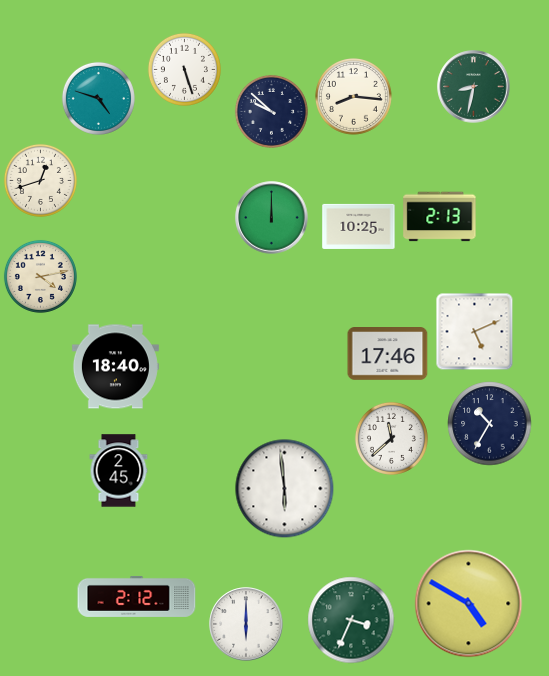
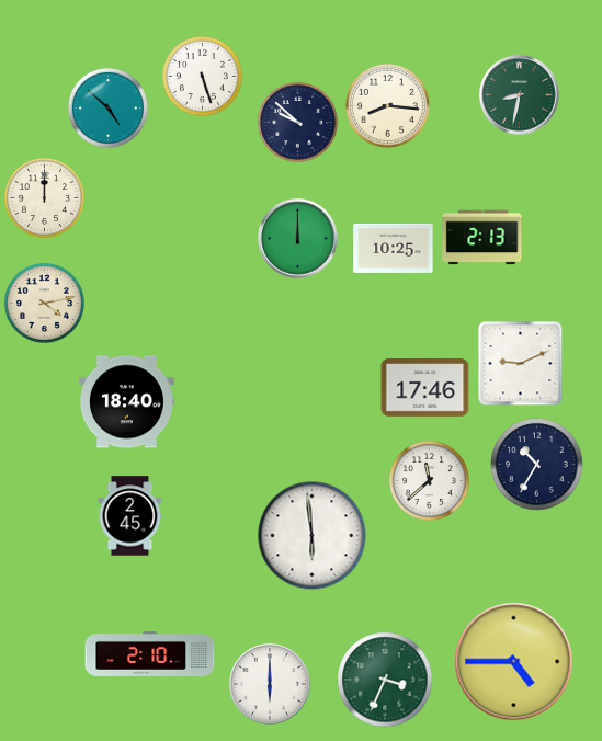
clock at (98, 98): 4:48 -> 4:52
clock at (40, 180): 12:42 -> 12:00
clock at (475, 332): 5:11 -> 9:11
clock at (137, 596): 2:12 -> 2:10
clock at (469, 604): 4:50 -> 4:45
